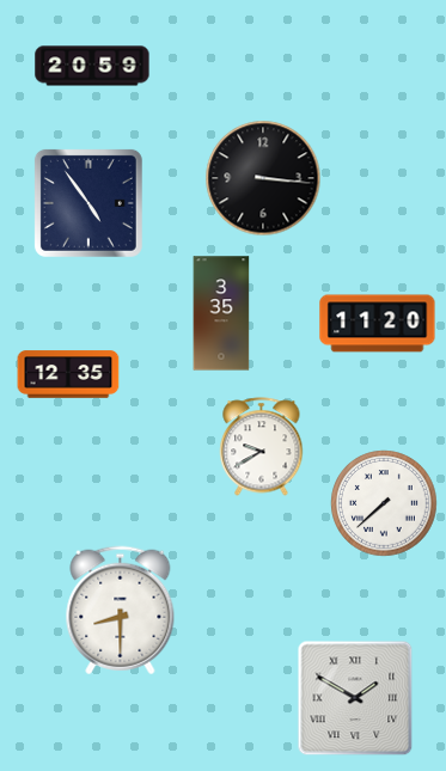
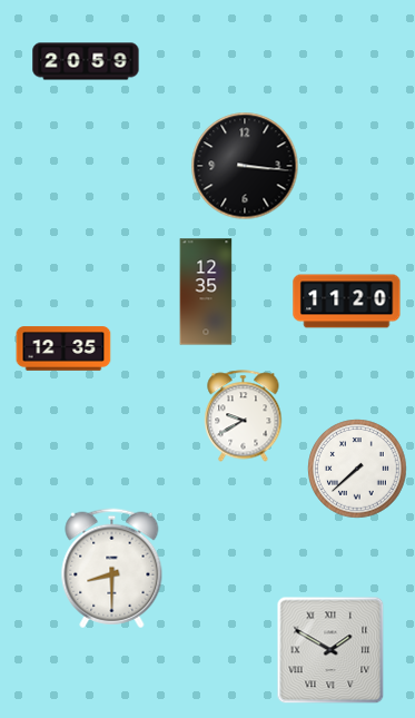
clock at (88, 203): 4:54 -> none
clock at (221, 313): 3:35 -> 12:35
clock at (378, 324) position: (378, 324) -> (347, 302)
